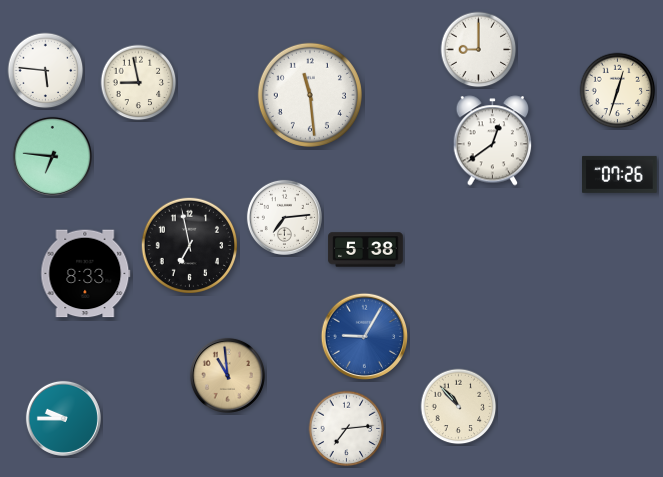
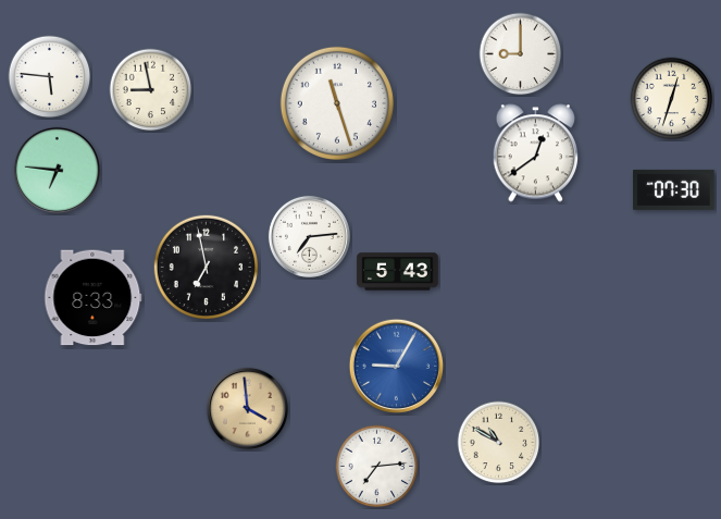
clock at (310, 95): 11:29 -> 11:27
clock at (620, 174): 07:26 -> 07:30
clock at (366, 250): 5:38 -> 5:43
clock at (227, 375): 10:59 -> 3:59
clock at (459, 407): 10:53 -> 10:50
clock at (63, 418): 9:45 -> none
